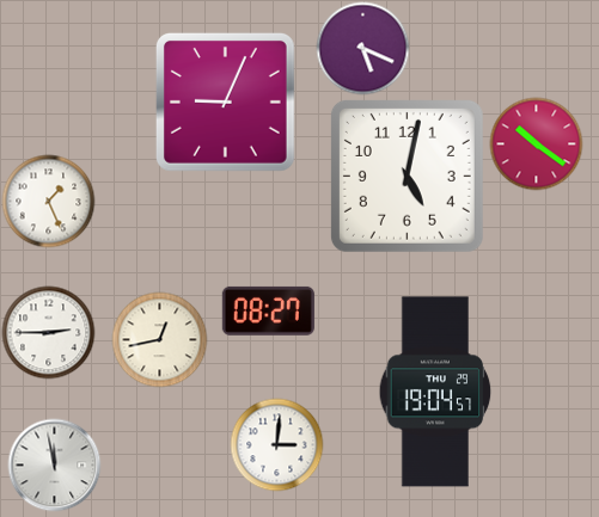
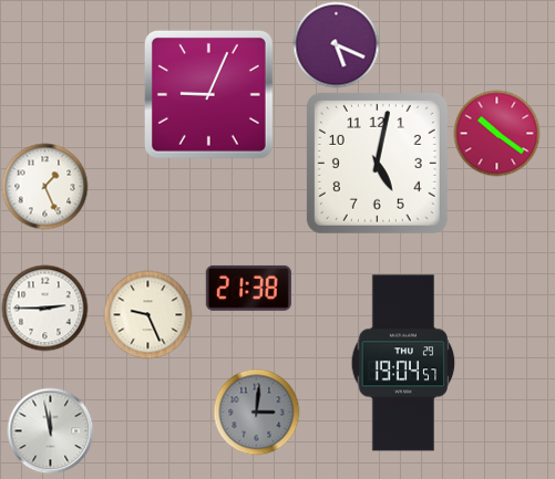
clock at (268, 310): 08:27 -> 21:38
clock at (159, 339): 12:43 -> 9:26
clock at (276, 444) dial: white -> grey
